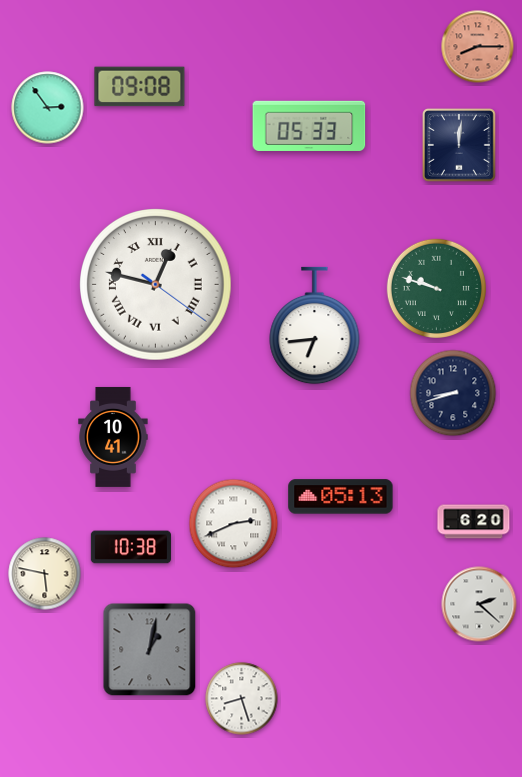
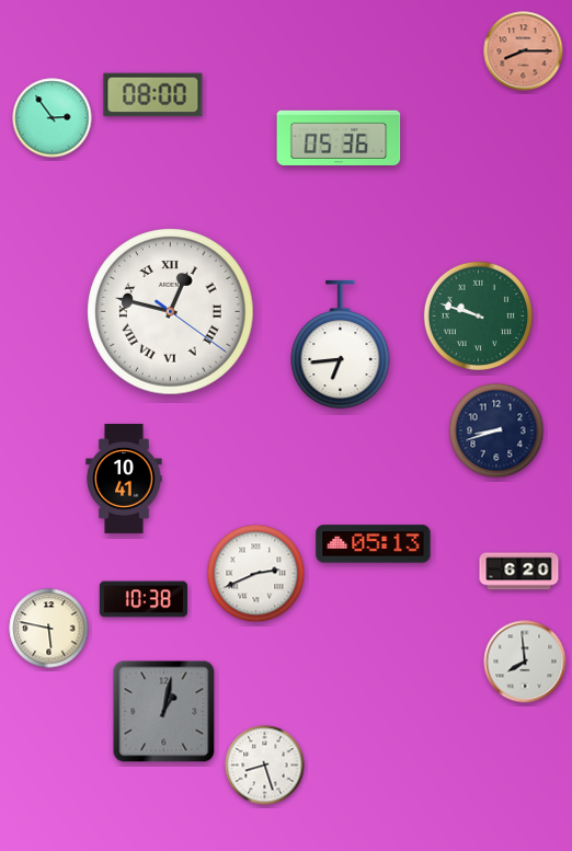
clock at (140, 87): 09:08 -> 08:00
clock at (309, 126): 05:33 -> 05:36
clock at (459, 145): 12:01 -> none
clock at (315, 326) position: (315, 326) -> (341, 345)
clock at (479, 604): 2:22 -> 7:59
